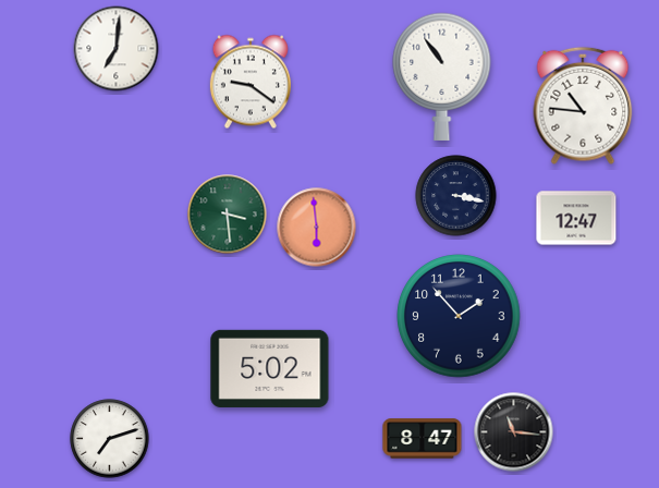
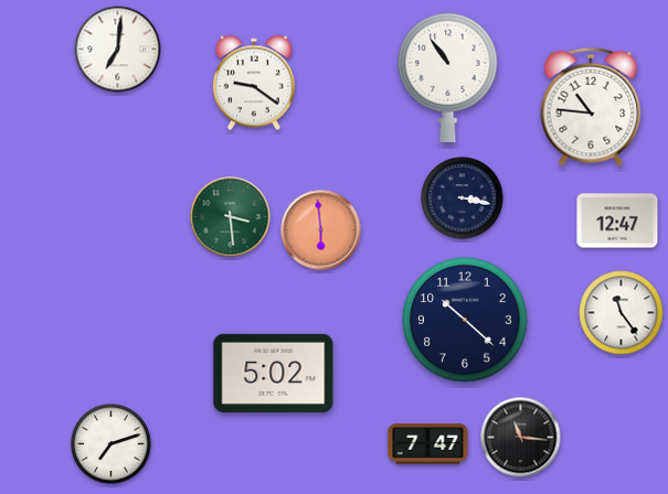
clock at (576, 218) position: (576, 218) -> (617, 221)
clock at (622, 313): none -> 11:24
clock at (459, 316): 1:53 -> 10:22
clock at (423, 439): 8:47 -> 7:47
